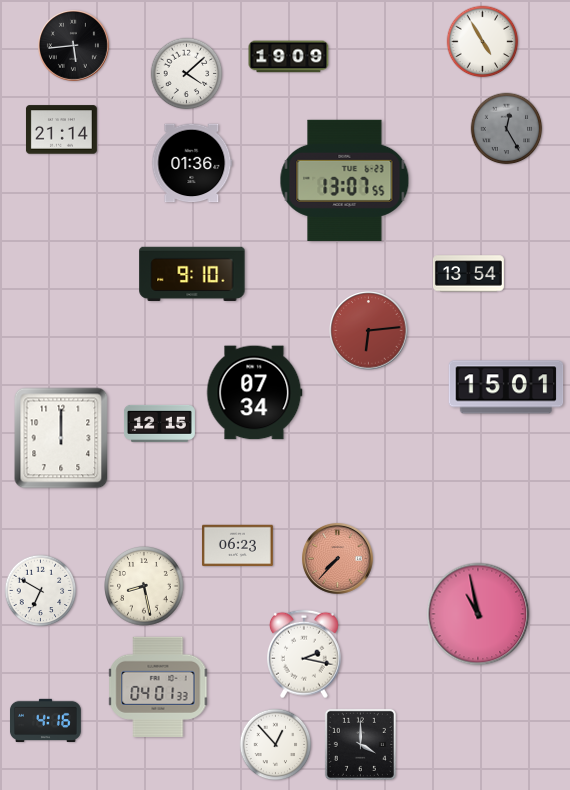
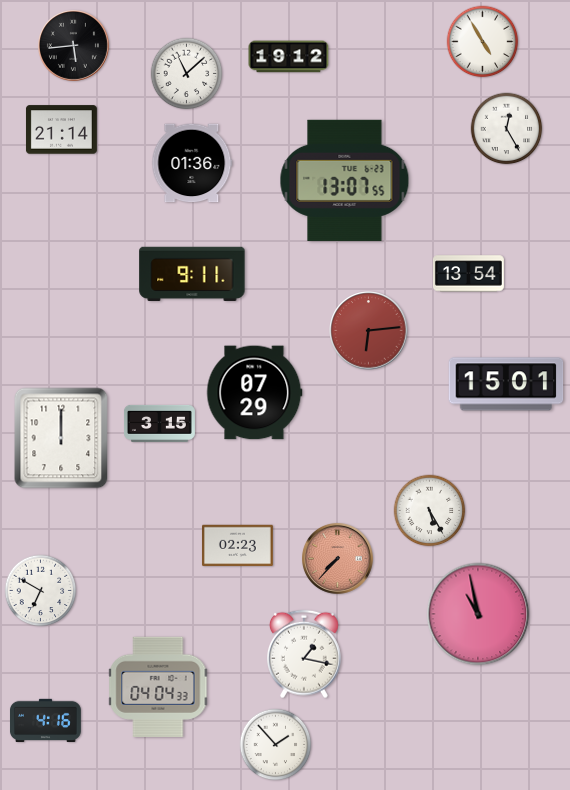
clock at (289, 57): 19:09 -> 19:12
clock at (187, 74): 4:08 -> 11:08
clock at (507, 129) dial: grey -> white
clock at (192, 274): 9:10 -> 9:11
clock at (506, 387) position: (506, 387) -> (506, 384)
clock at (255, 393): 07:34 -> 07:29
clock at (160, 423): 12:15 -> 3:15
clock at (430, 511): none -> 5:25
clock at (237, 546): 06:23 -> 02:23
clock at (144, 586): 8:28 -> none
clock at (304, 654): 2:17 -> 1:17
clock at (158, 687): 04:01 -> 04:04
clock at (360, 744): 4:00 -> none
clock at (276, 745): 12:53 -> 1:53
